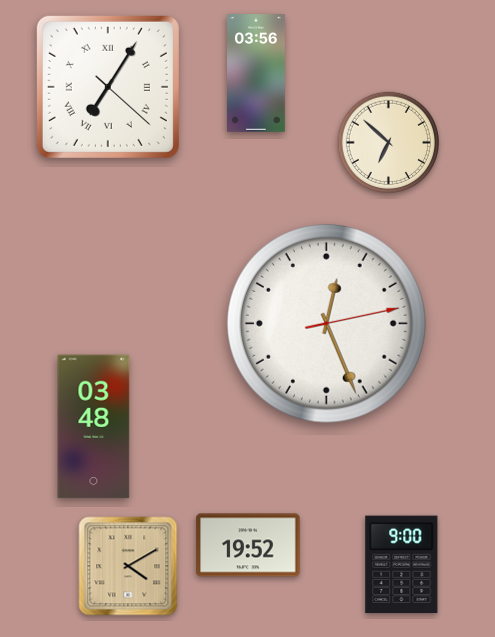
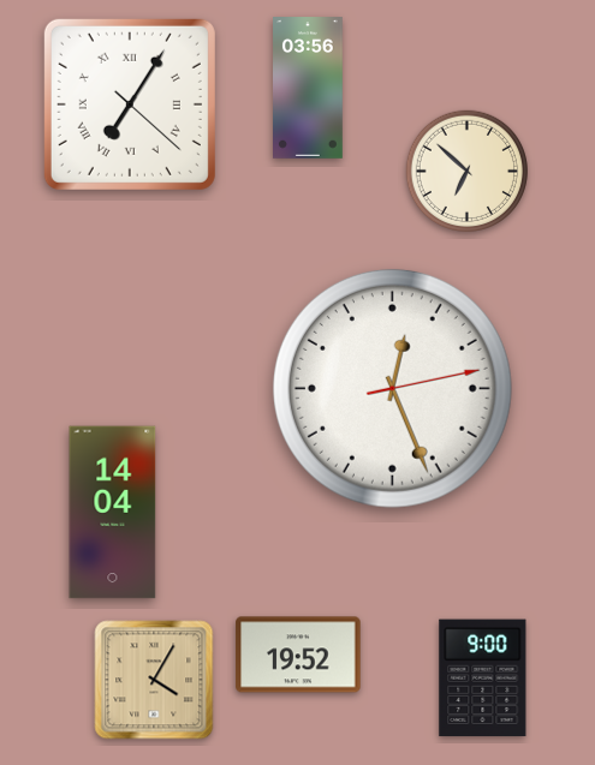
clock at (94, 427): 03:48 -> 14:04
clock at (128, 566): 4:10 -> 4:05
